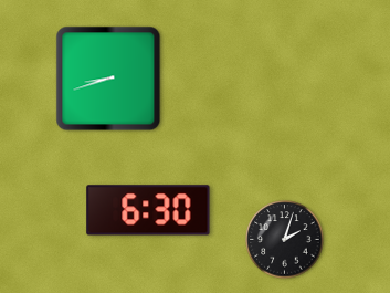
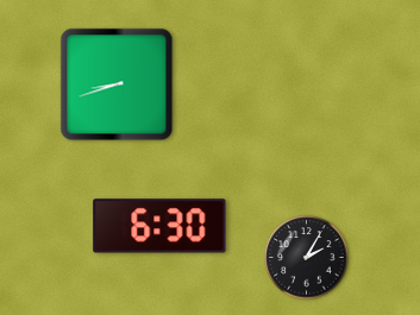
clock at (285, 240): 2:03 -> 2:05
